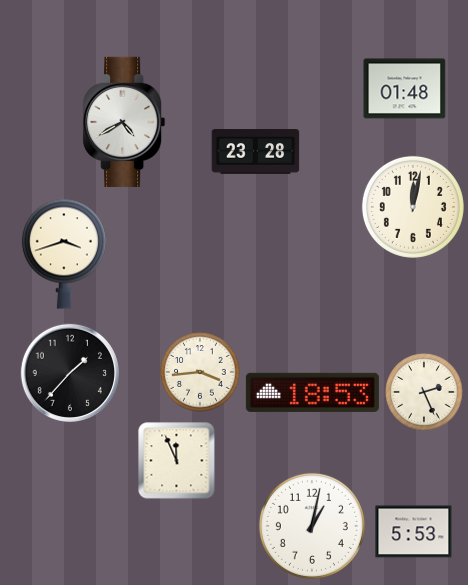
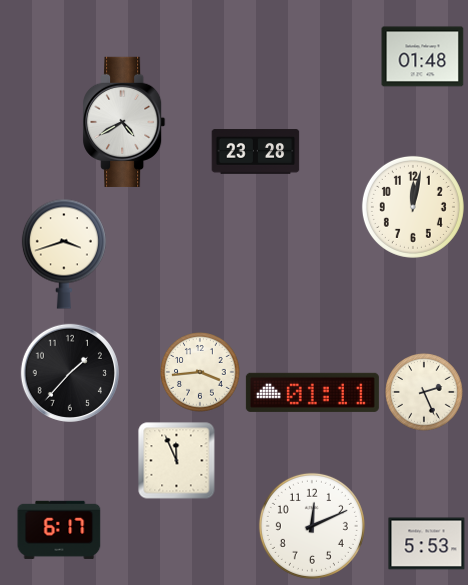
clock at (405, 89) position: (405, 89) -> (423, 57)
clock at (312, 392): 18:53 -> 01:11
clock at (312, 526): 1:02 -> 12:11
clock at (59, 530): none -> 6:17
clock at (414, 532) position: (414, 532) -> (427, 544)
